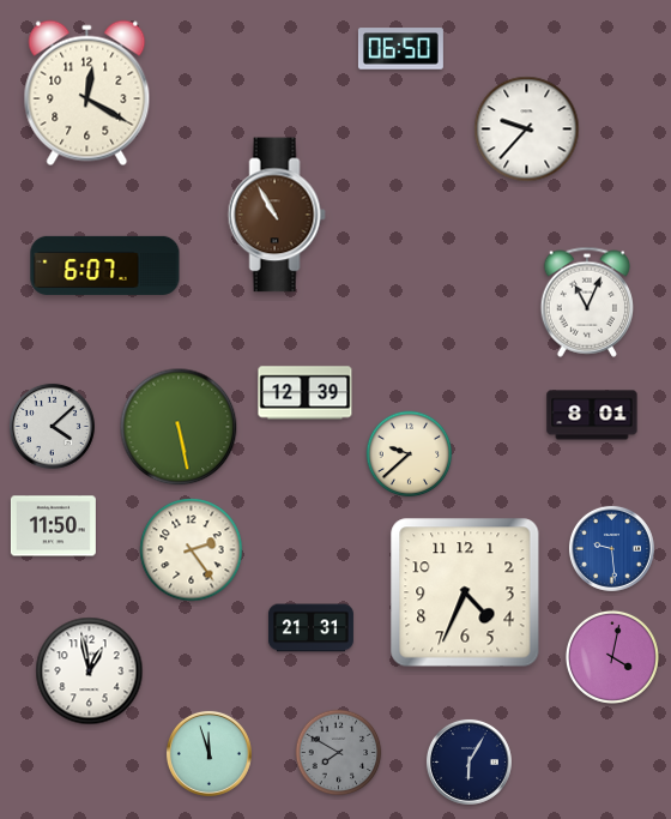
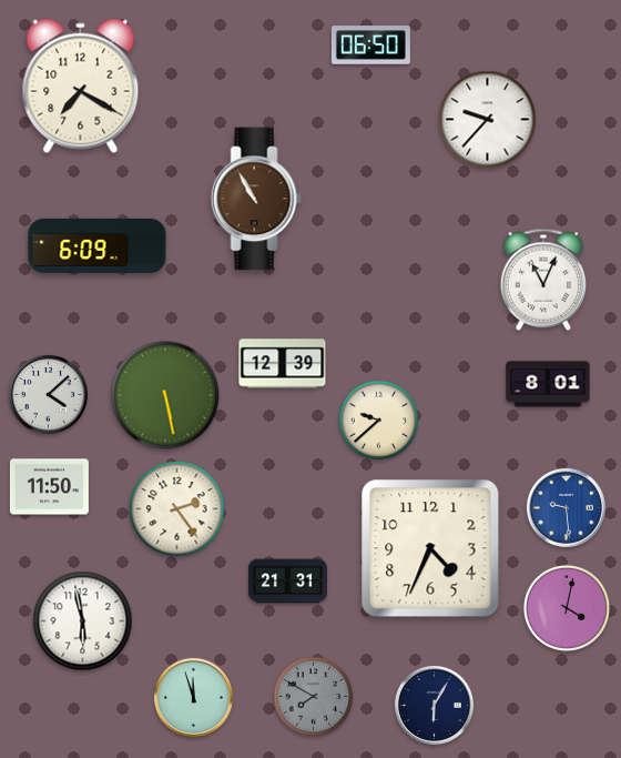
clock at (87, 94): 12:20 -> 7:20
clock at (105, 265): 6:07 -> 6:09
clock at (90, 672): 12:58 -> 5:58
